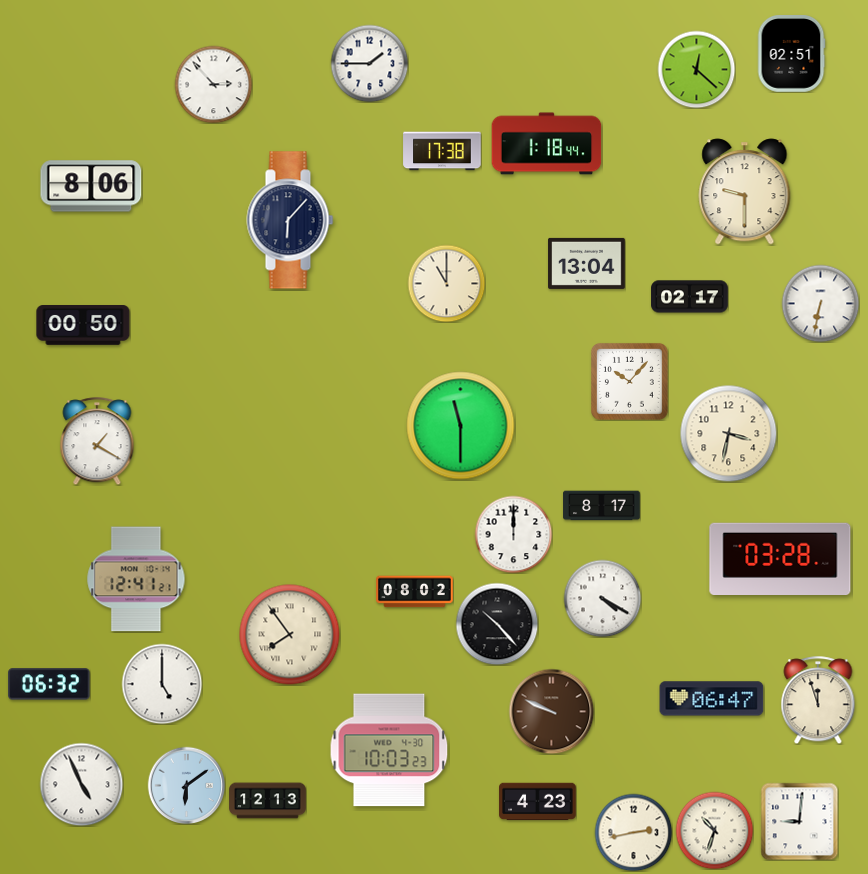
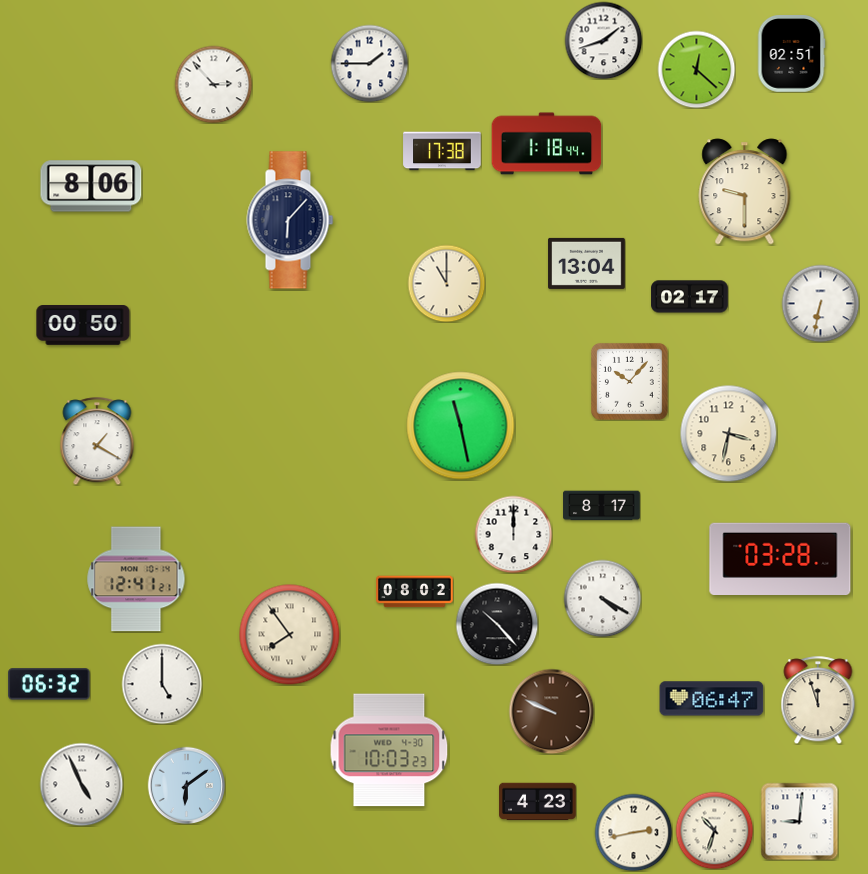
clock at (603, 40): none -> 1:42
clock at (461, 426): 11:30 -> 11:28
clock at (268, 801): 12:13 -> none
